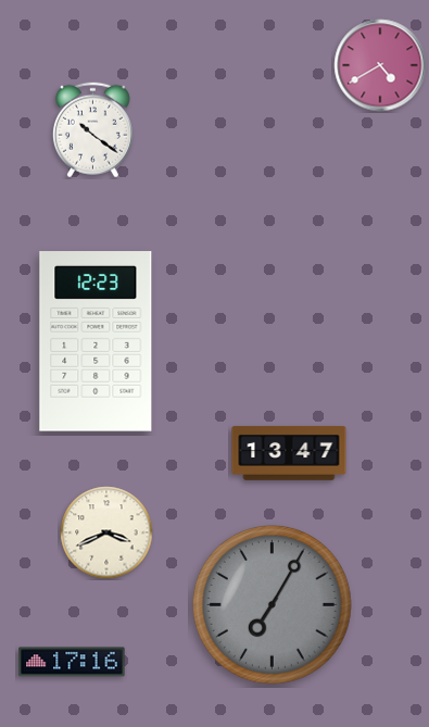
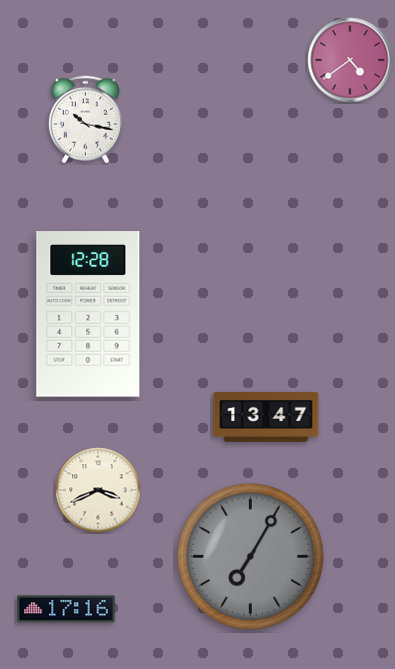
clock at (380, 65): 4:40 -> 4:39
clock at (92, 130): 10:21 -> 10:17
clock at (96, 341): 12:23 -> 12:28
